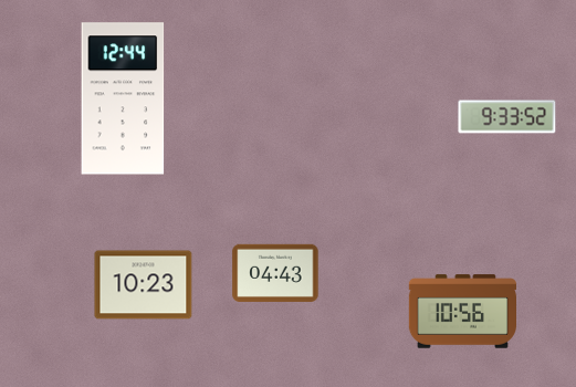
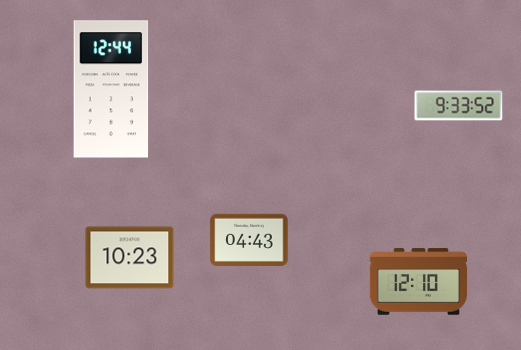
clock at (275, 273) position: (275, 273) -> (249, 240)
clock at (462, 312): 10:56 -> 12:10
